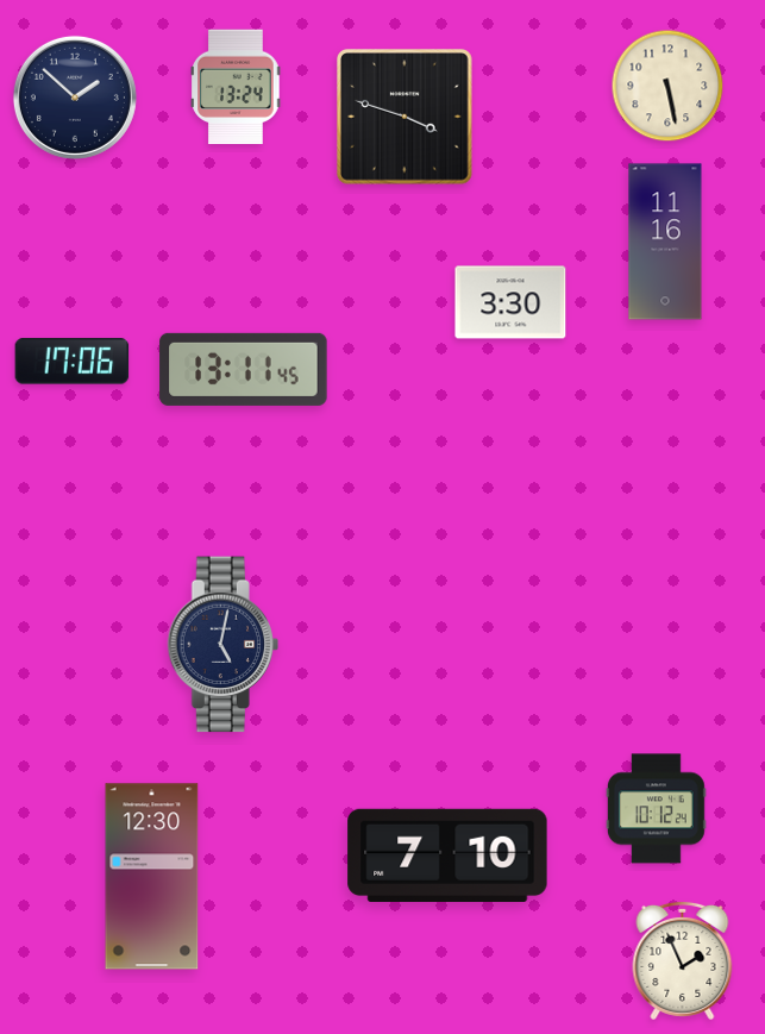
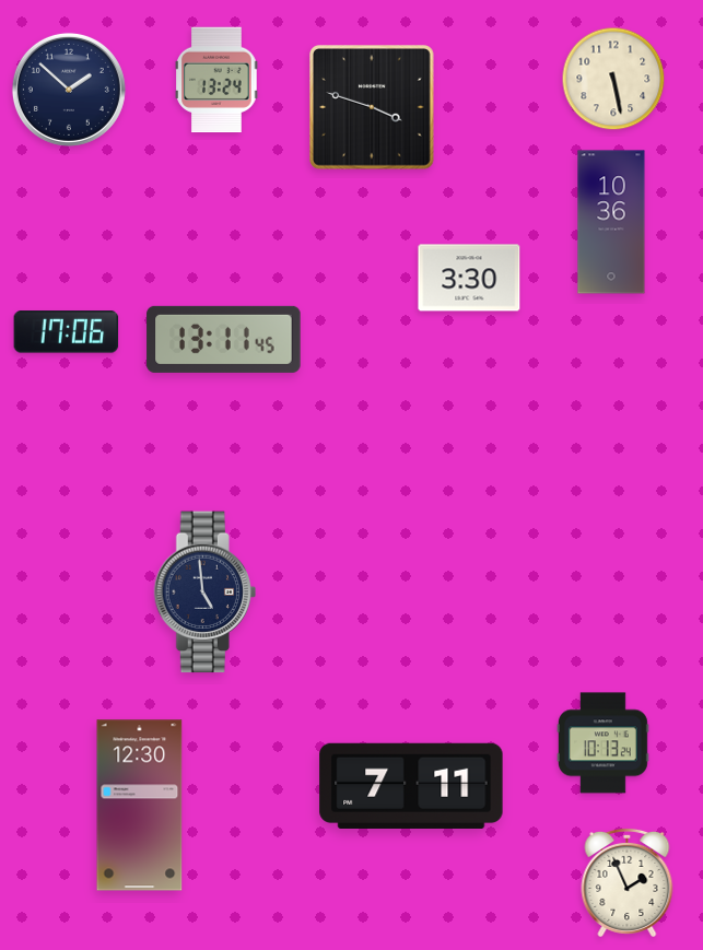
clock at (665, 242): 11:16 -> 10:36
clock at (222, 645): 5:02 -> 4:59
clock at (656, 809): 10:12 -> 10:13
clock at (447, 856): 7:10 -> 7:11
